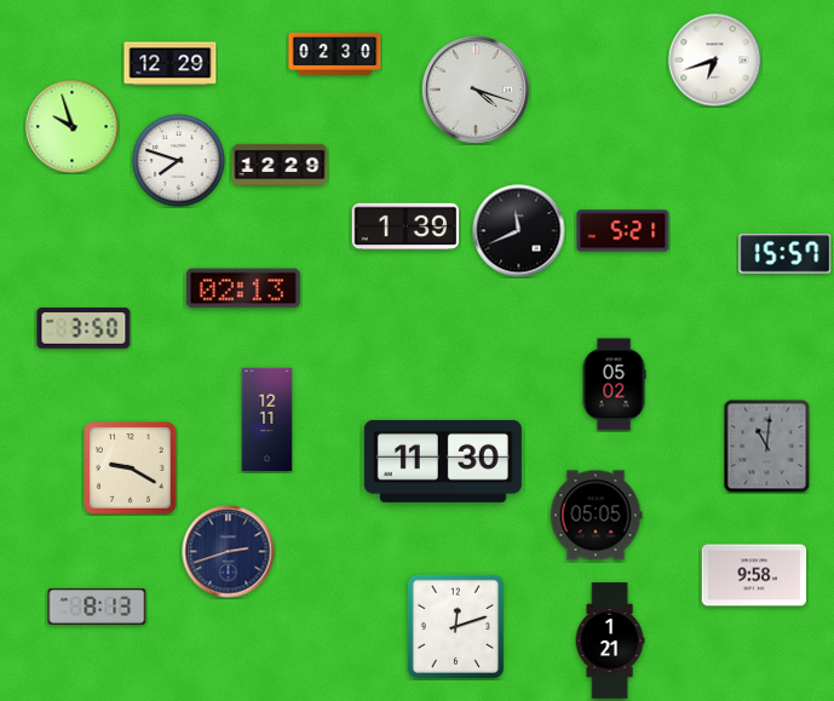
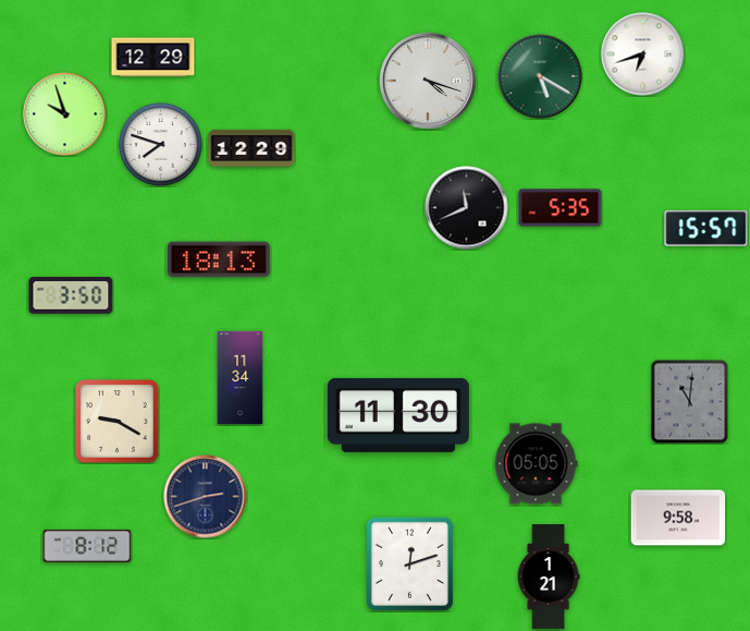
clock at (335, 53): 02:30 -> none
clock at (540, 76): none -> 5:20
clock at (406, 226): 1:39 -> none
clock at (623, 231): 5:21 -> 5:35
clock at (243, 288): 02:13 -> 18:13
clock at (84, 328) position: (84, 328) -> (71, 295)
clock at (614, 385): 05:02 -> none
clock at (268, 420): 12:11 -> 11:34
clock at (97, 607): 8:13 -> 8:12
